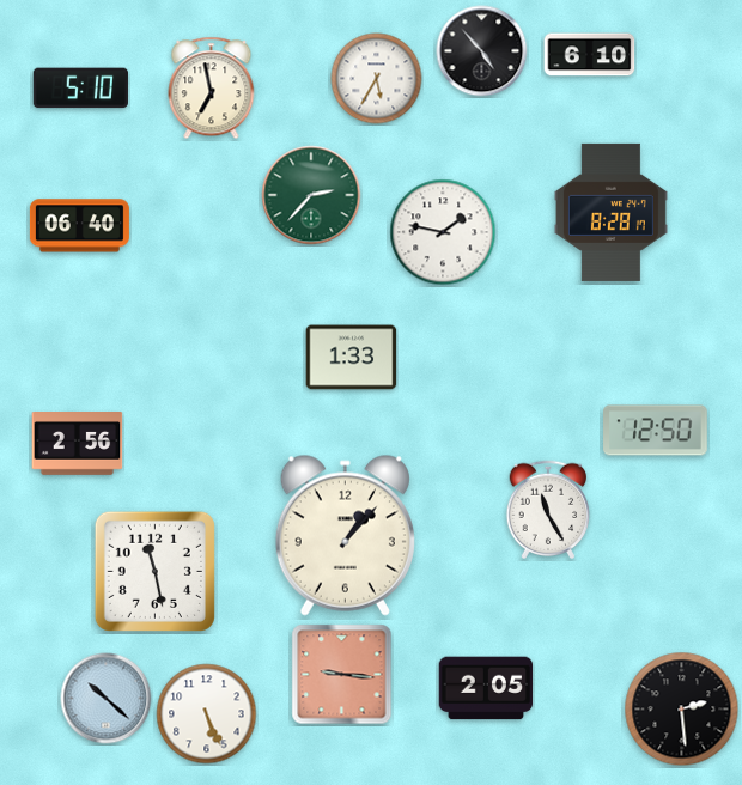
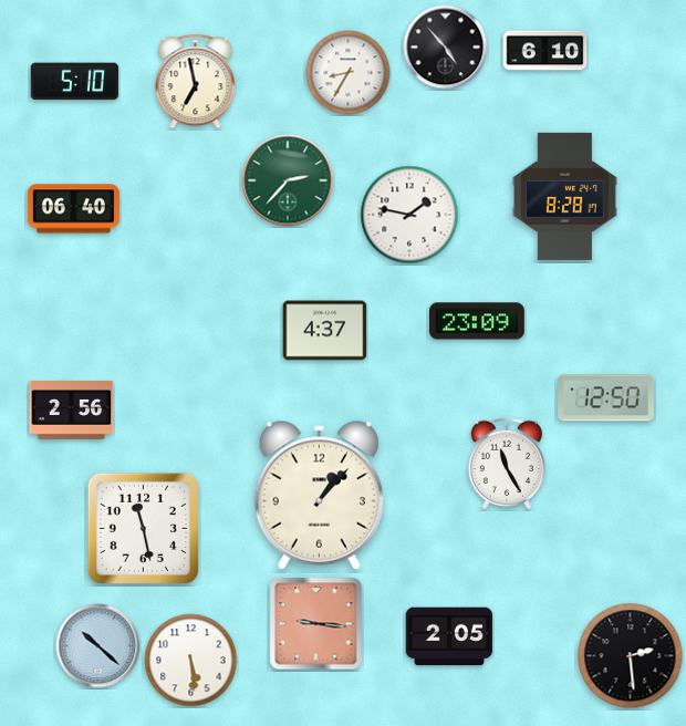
clock at (377, 79): 5:35 -> 8:35
clock at (478, 321): none -> 23:09
clock at (352, 358): 1:33 -> 4:37
clock at (548, 510) position: (548, 510) -> (507, 464)
clock at (207, 714): 5:26 -> 5:29
